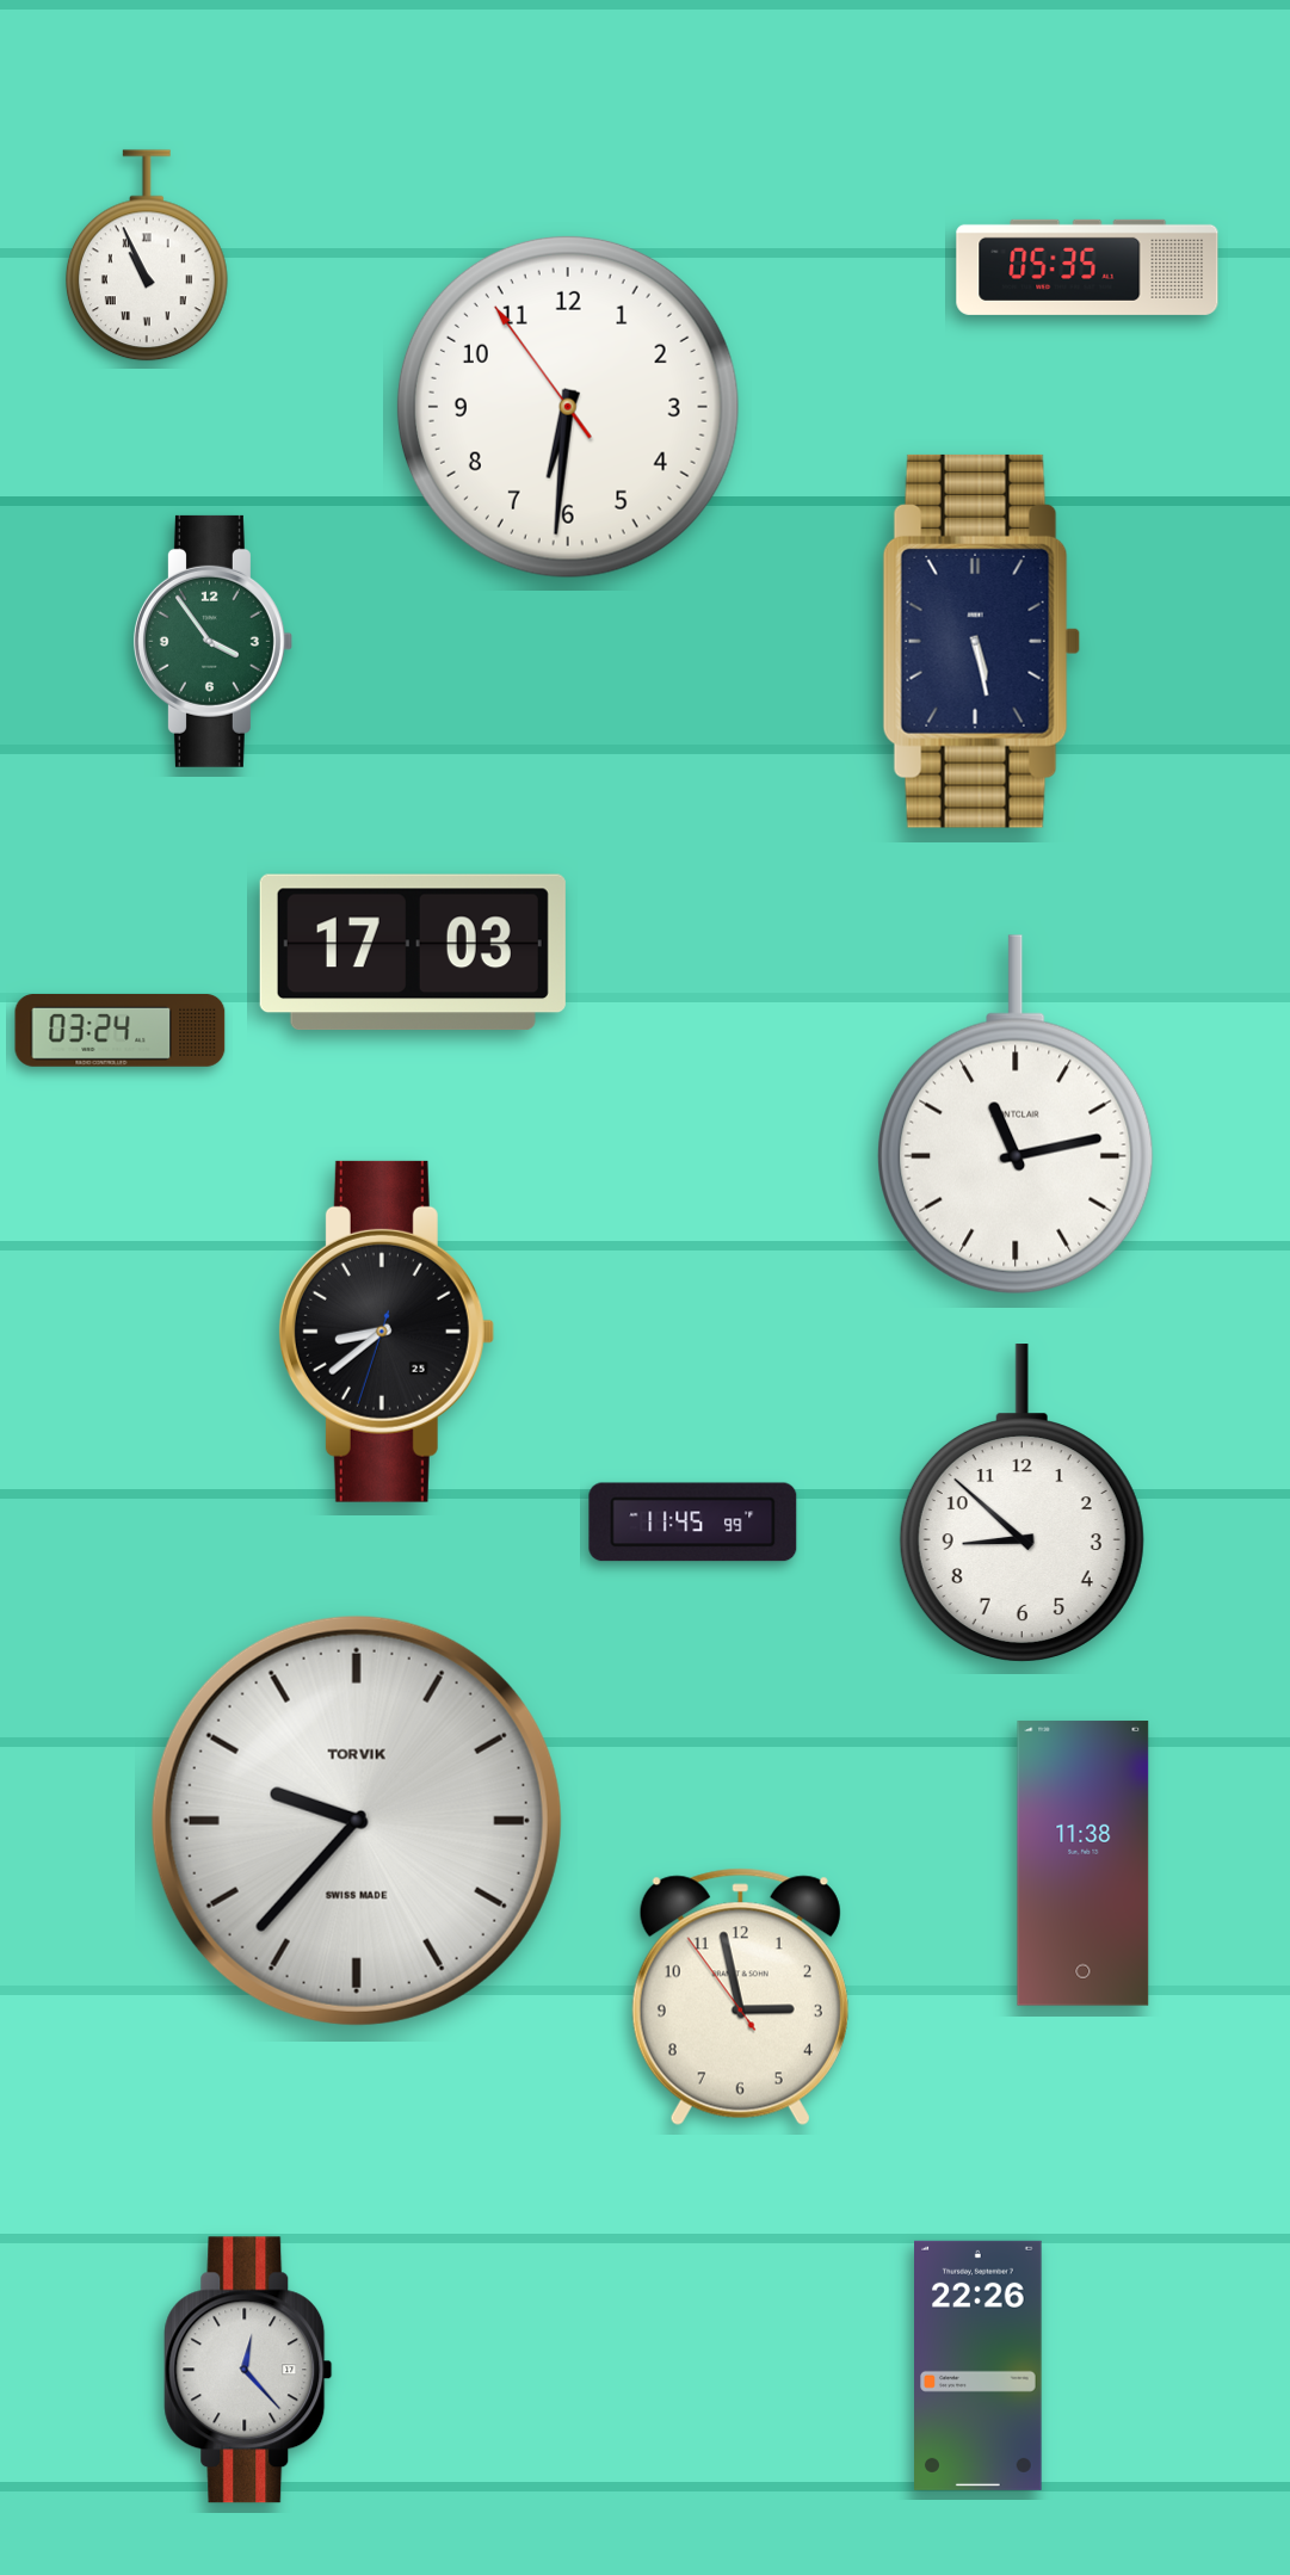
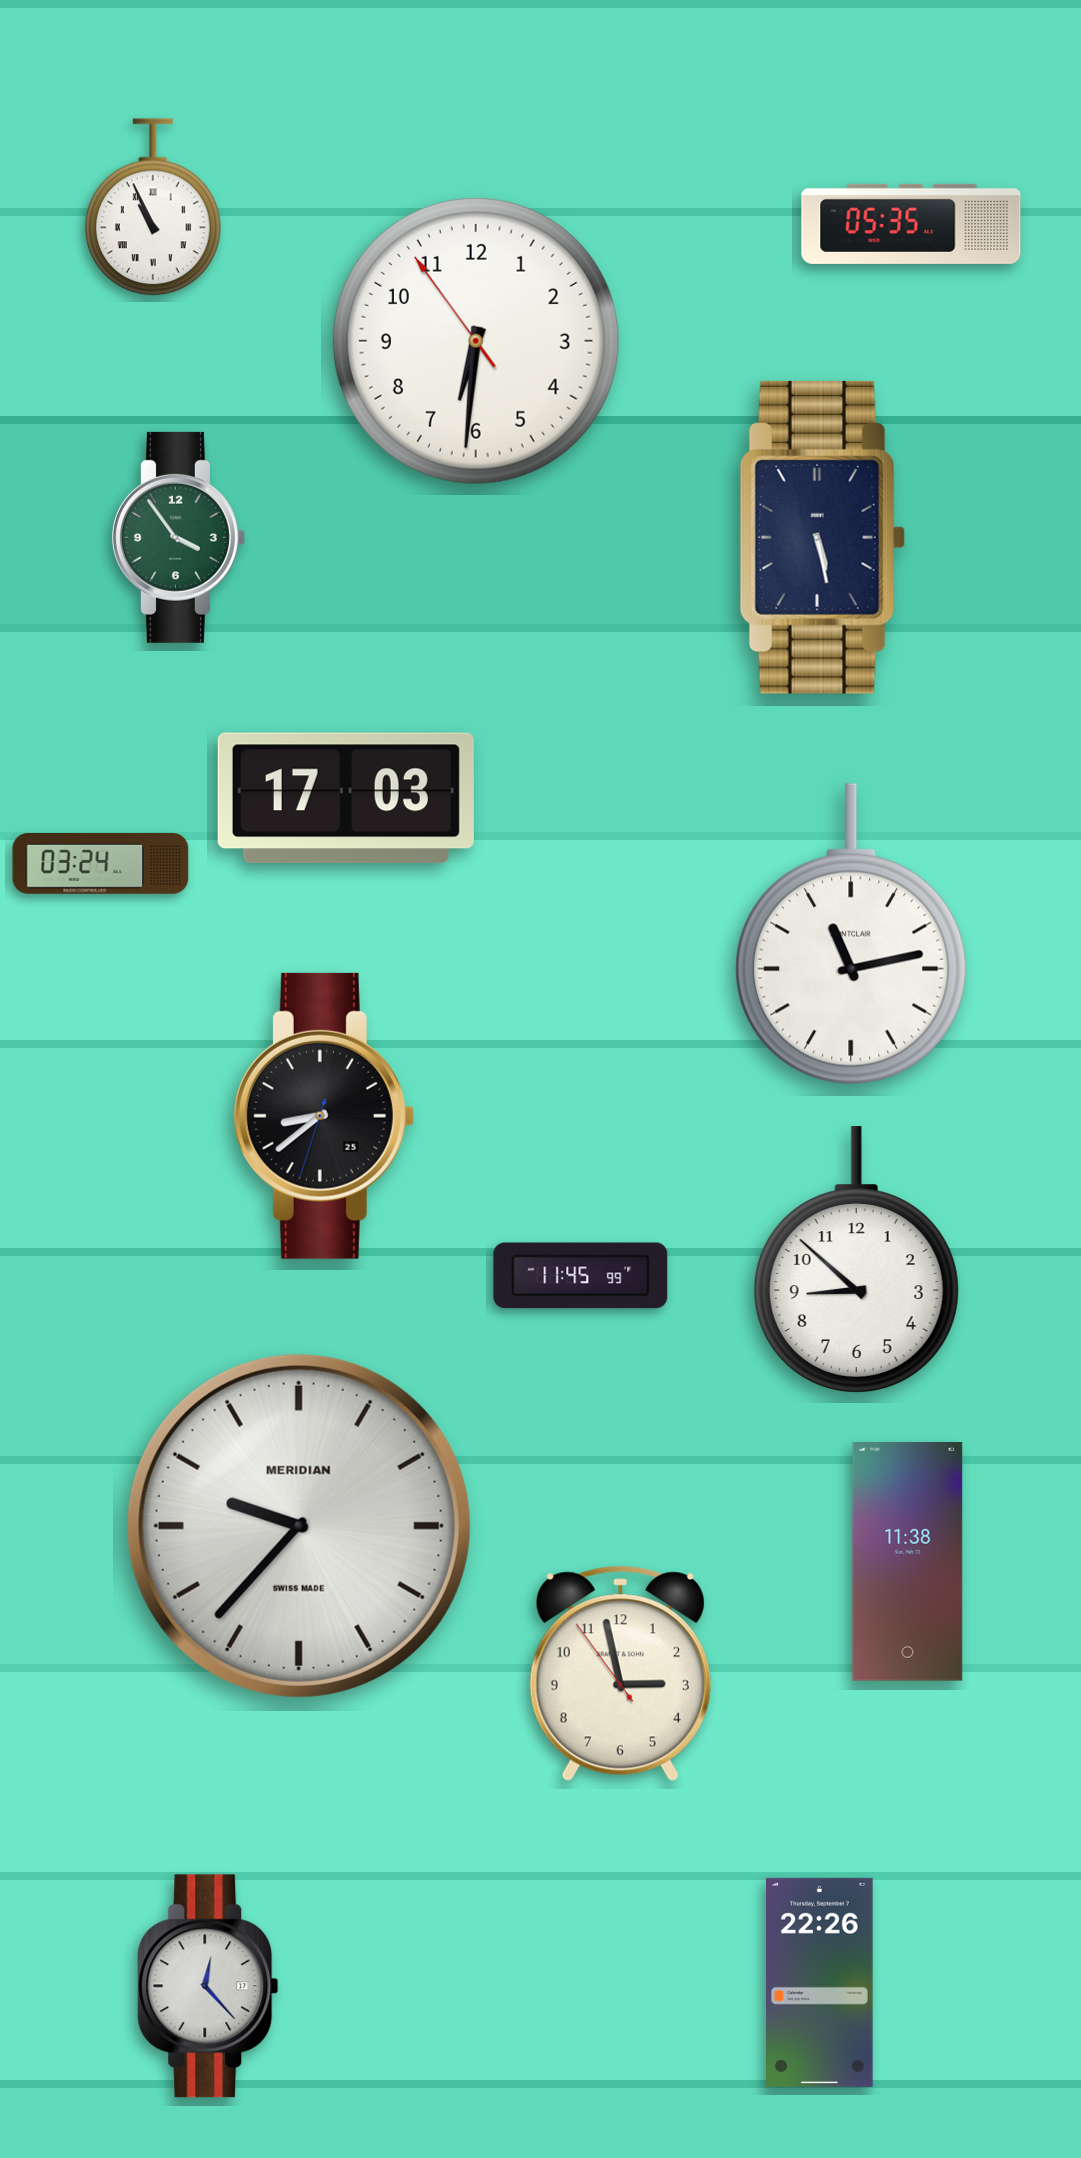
clock at (147, 255) position: (147, 255) -> (153, 207)
clock at (357, 1821) brand: TORVIK -> MERIDIAN
